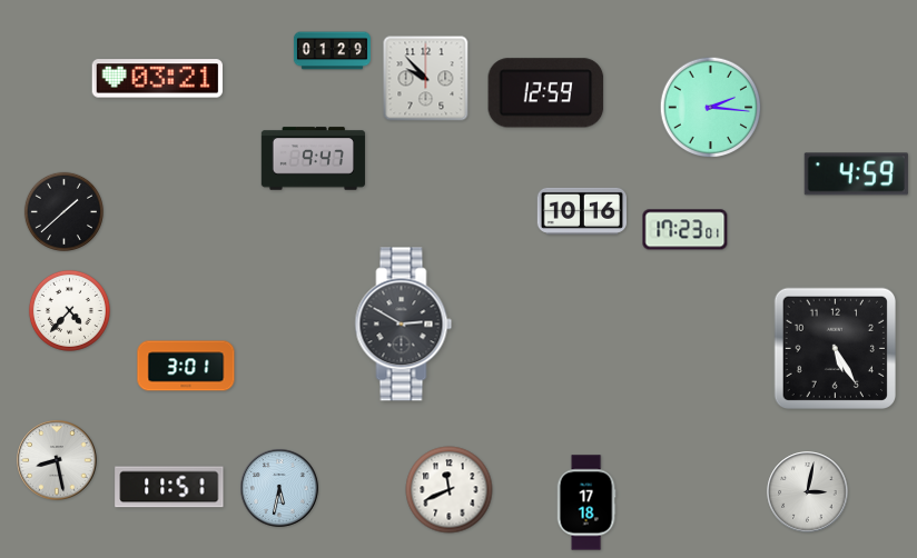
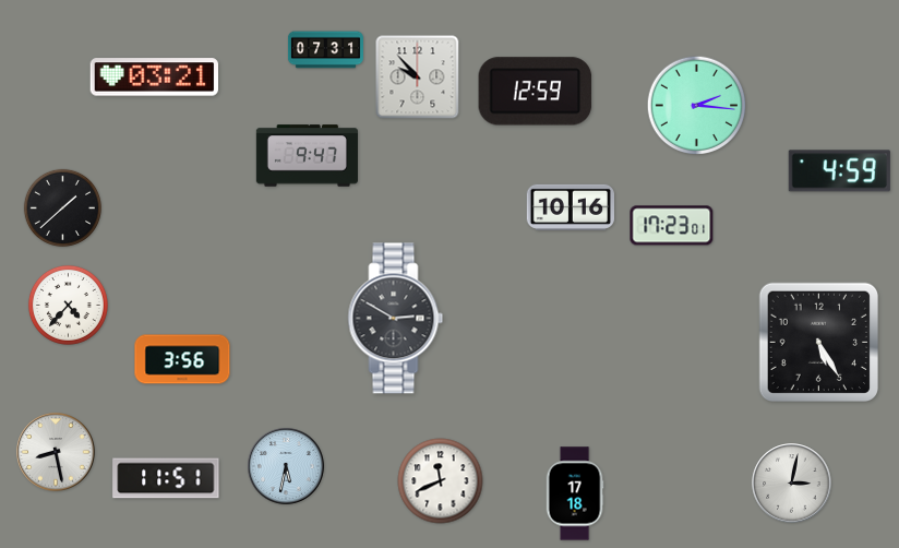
clock at (332, 51): 01:29 -> 07:31
clock at (186, 366): 3:01 -> 3:56
clock at (279, 488) position: (279, 488) -> (286, 466)
